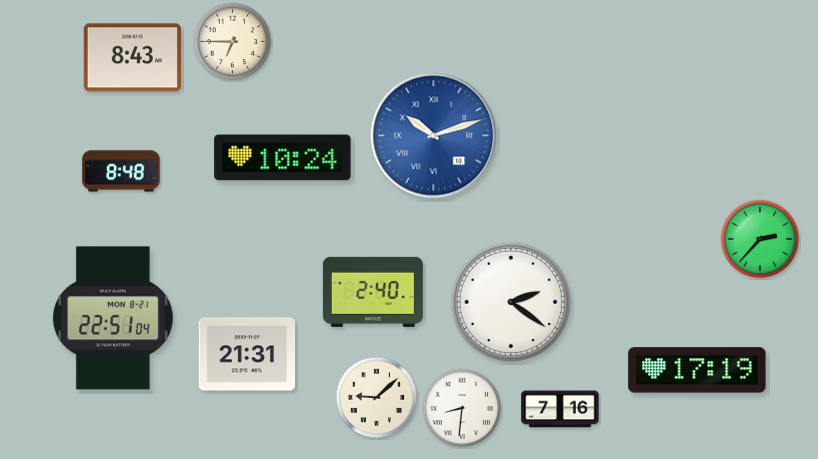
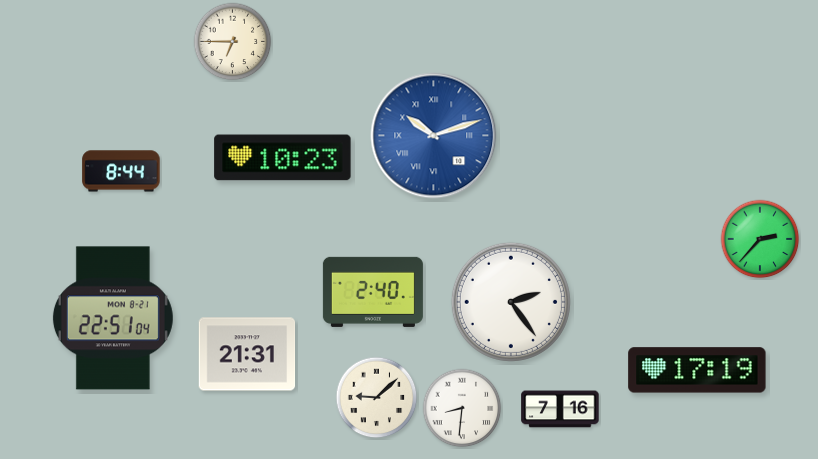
clock at (132, 58): 8:43 -> none
clock at (283, 158): 10:24 -> 10:23
clock at (121, 171): 8:48 -> 8:44
clock at (511, 302): 2:21 -> 2:24
